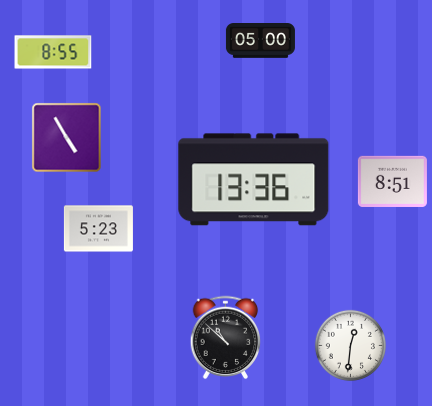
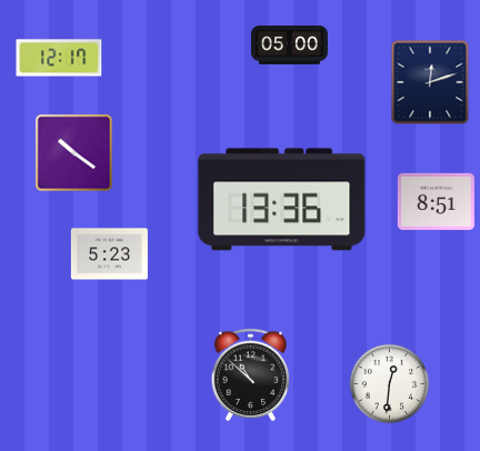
clock at (53, 52): 8:55 -> 12:17
clock at (430, 82): none -> 12:12
clock at (67, 138): 4:55 -> 10:21
